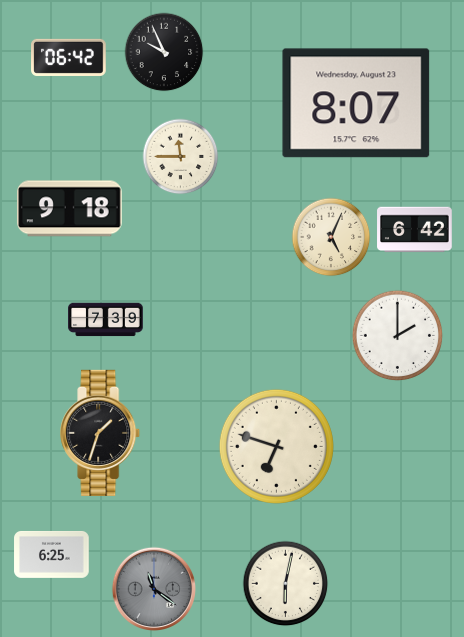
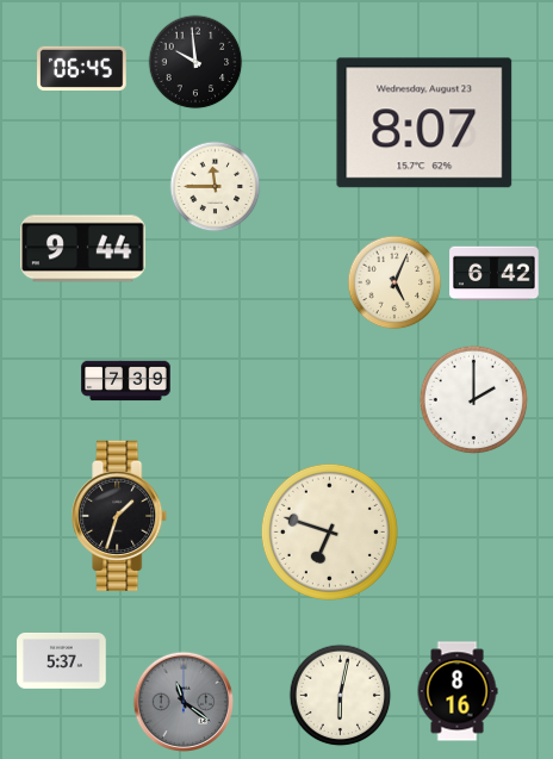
clock at (164, 52): 9:56 -> 9:59
clock at (69, 57): 06:42 -> 06:45
clock at (70, 209): 9:18 -> 9:44
clock at (52, 554): 6:25 -> 5:37
clock at (458, 691): none -> 8:16
